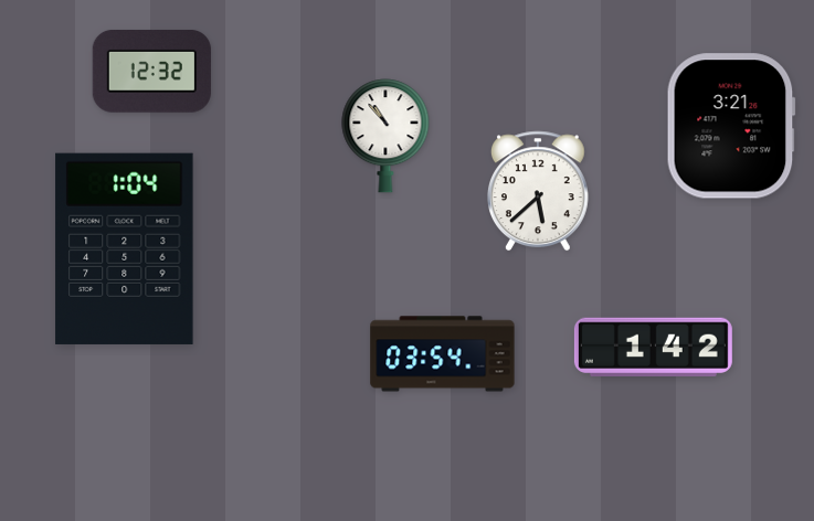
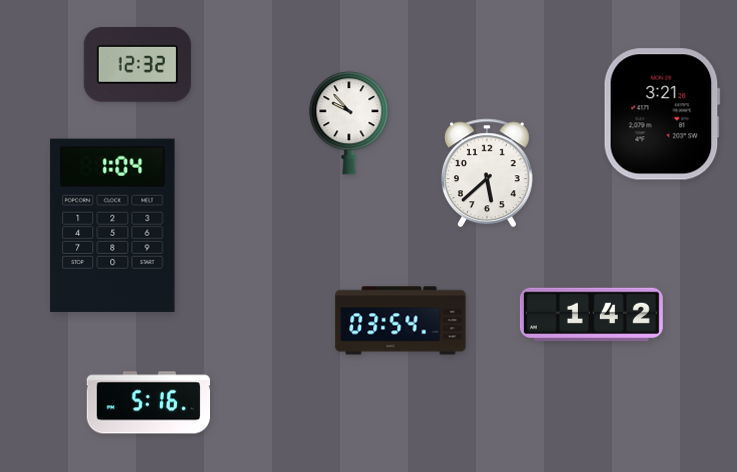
clock at (385, 136): 10:53 -> 9:53
clock at (148, 403): none -> 5:16
